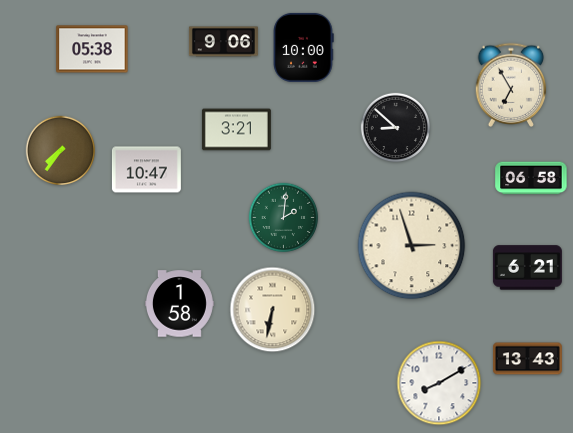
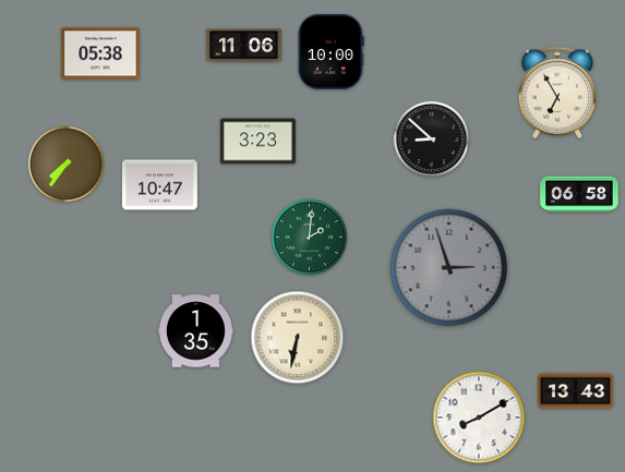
clock at (223, 42): 9:06 -> 11:06
clock at (236, 130): 3:21 -> 3:23
clock at (412, 246) dial: cream -> grey
clock at (527, 268): 6:21 -> none
clock at (179, 304): 1:58 -> 1:35
